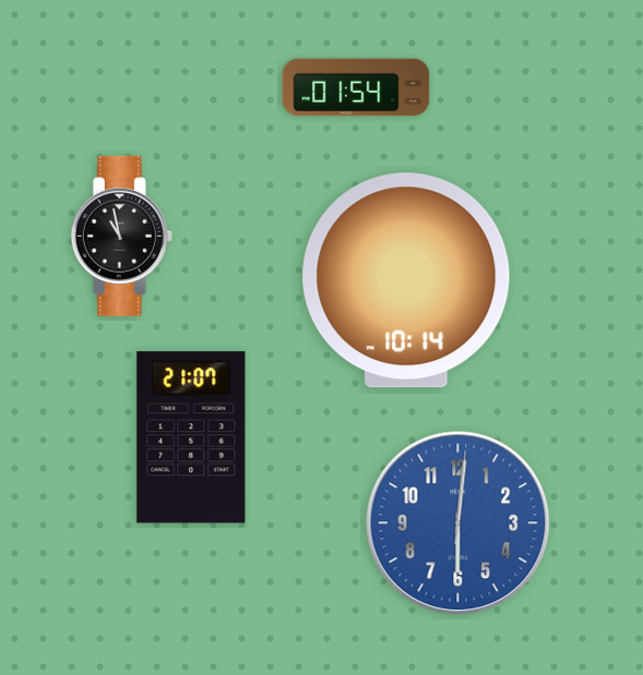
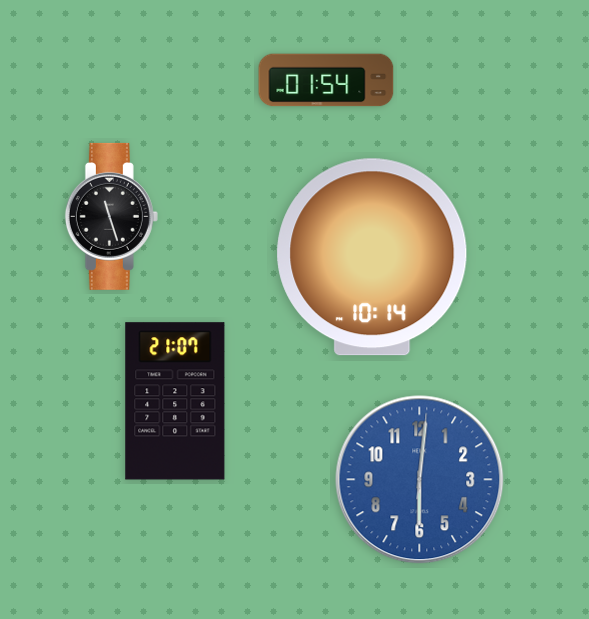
clock at (121, 236): 10:58 -> 11:27
